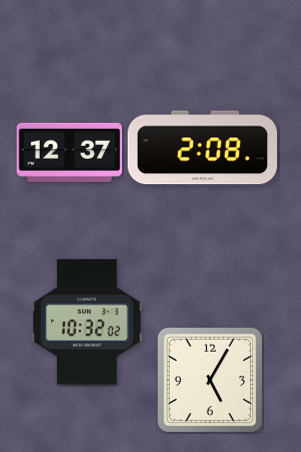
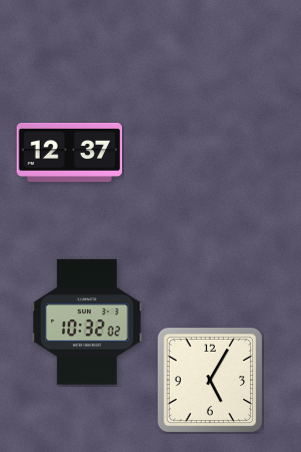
clock at (203, 148): 2:08 -> none
